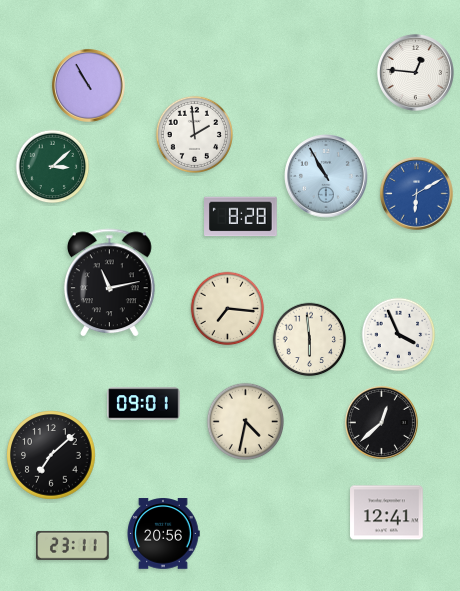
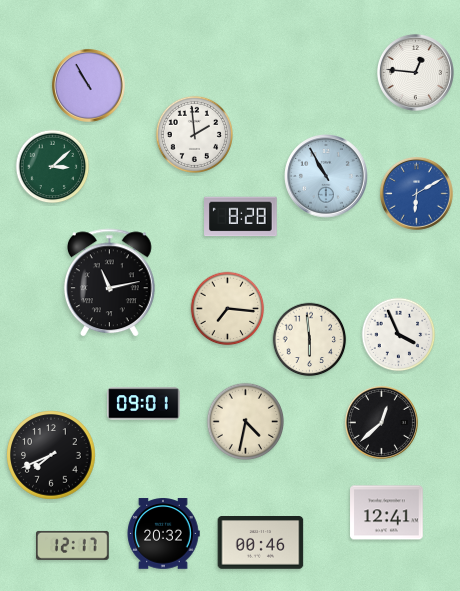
clock at (51, 455): 7:08 -> 7:41
clock at (163, 534): 20:56 -> 20:32
clock at (261, 543): none -> 00:46
clock at (73, 545): 23:11 -> 12:17
